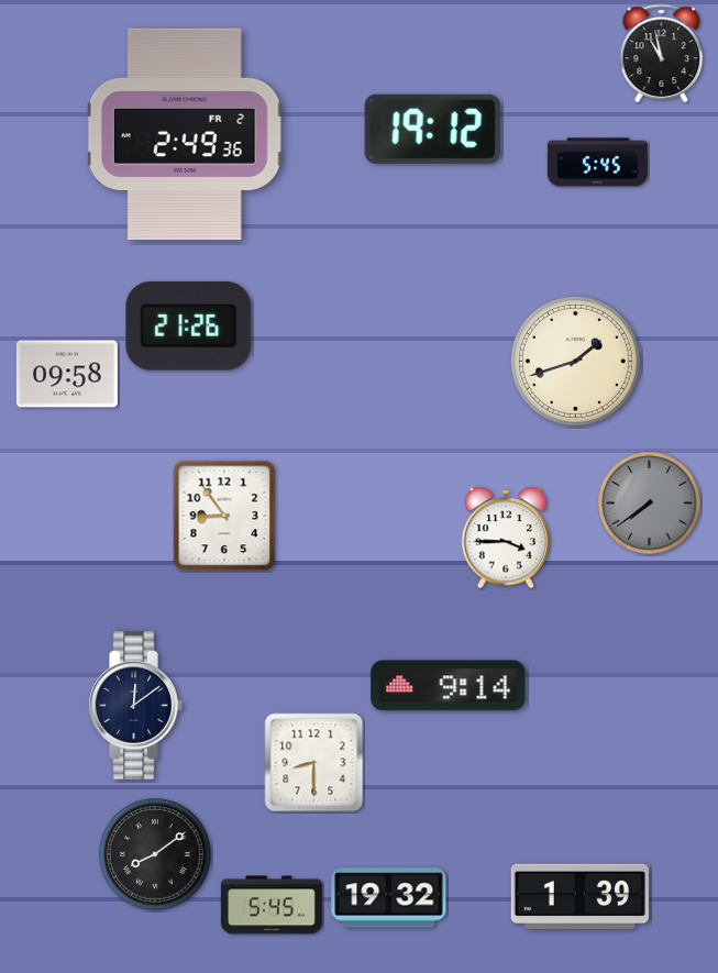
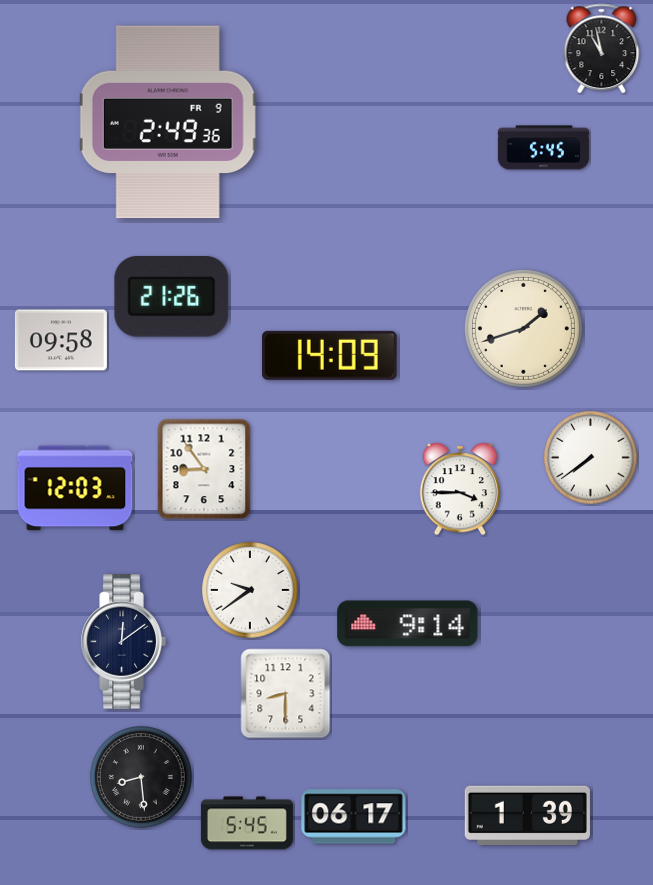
clock at (432, 129): 19:12 -> none
clock at (185, 134) date: FR 2 -> FR 9
clock at (330, 355): none -> 14:09
clock at (650, 504) dial: grey -> white
clock at (75, 488): none -> 12:03
clock at (250, 590): none -> 9:39
clock at (156, 855): 8:09 -> 8:29
clock at (389, 898): 19:32 -> 06:17
